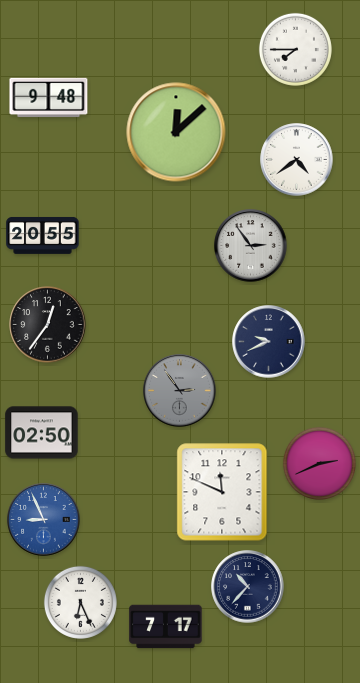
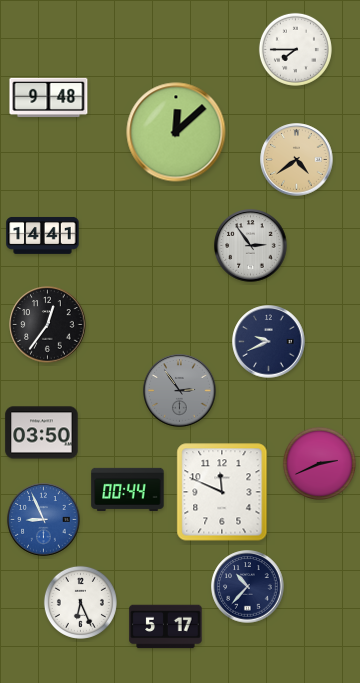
clock at (297, 160) dial: white -> champagne
clock at (43, 235): 20:55 -> 14:41
clock at (42, 433): 02:50 -> 03:50
clock at (128, 489): none -> 00:44
clock at (166, 627): 7:17 -> 5:17
